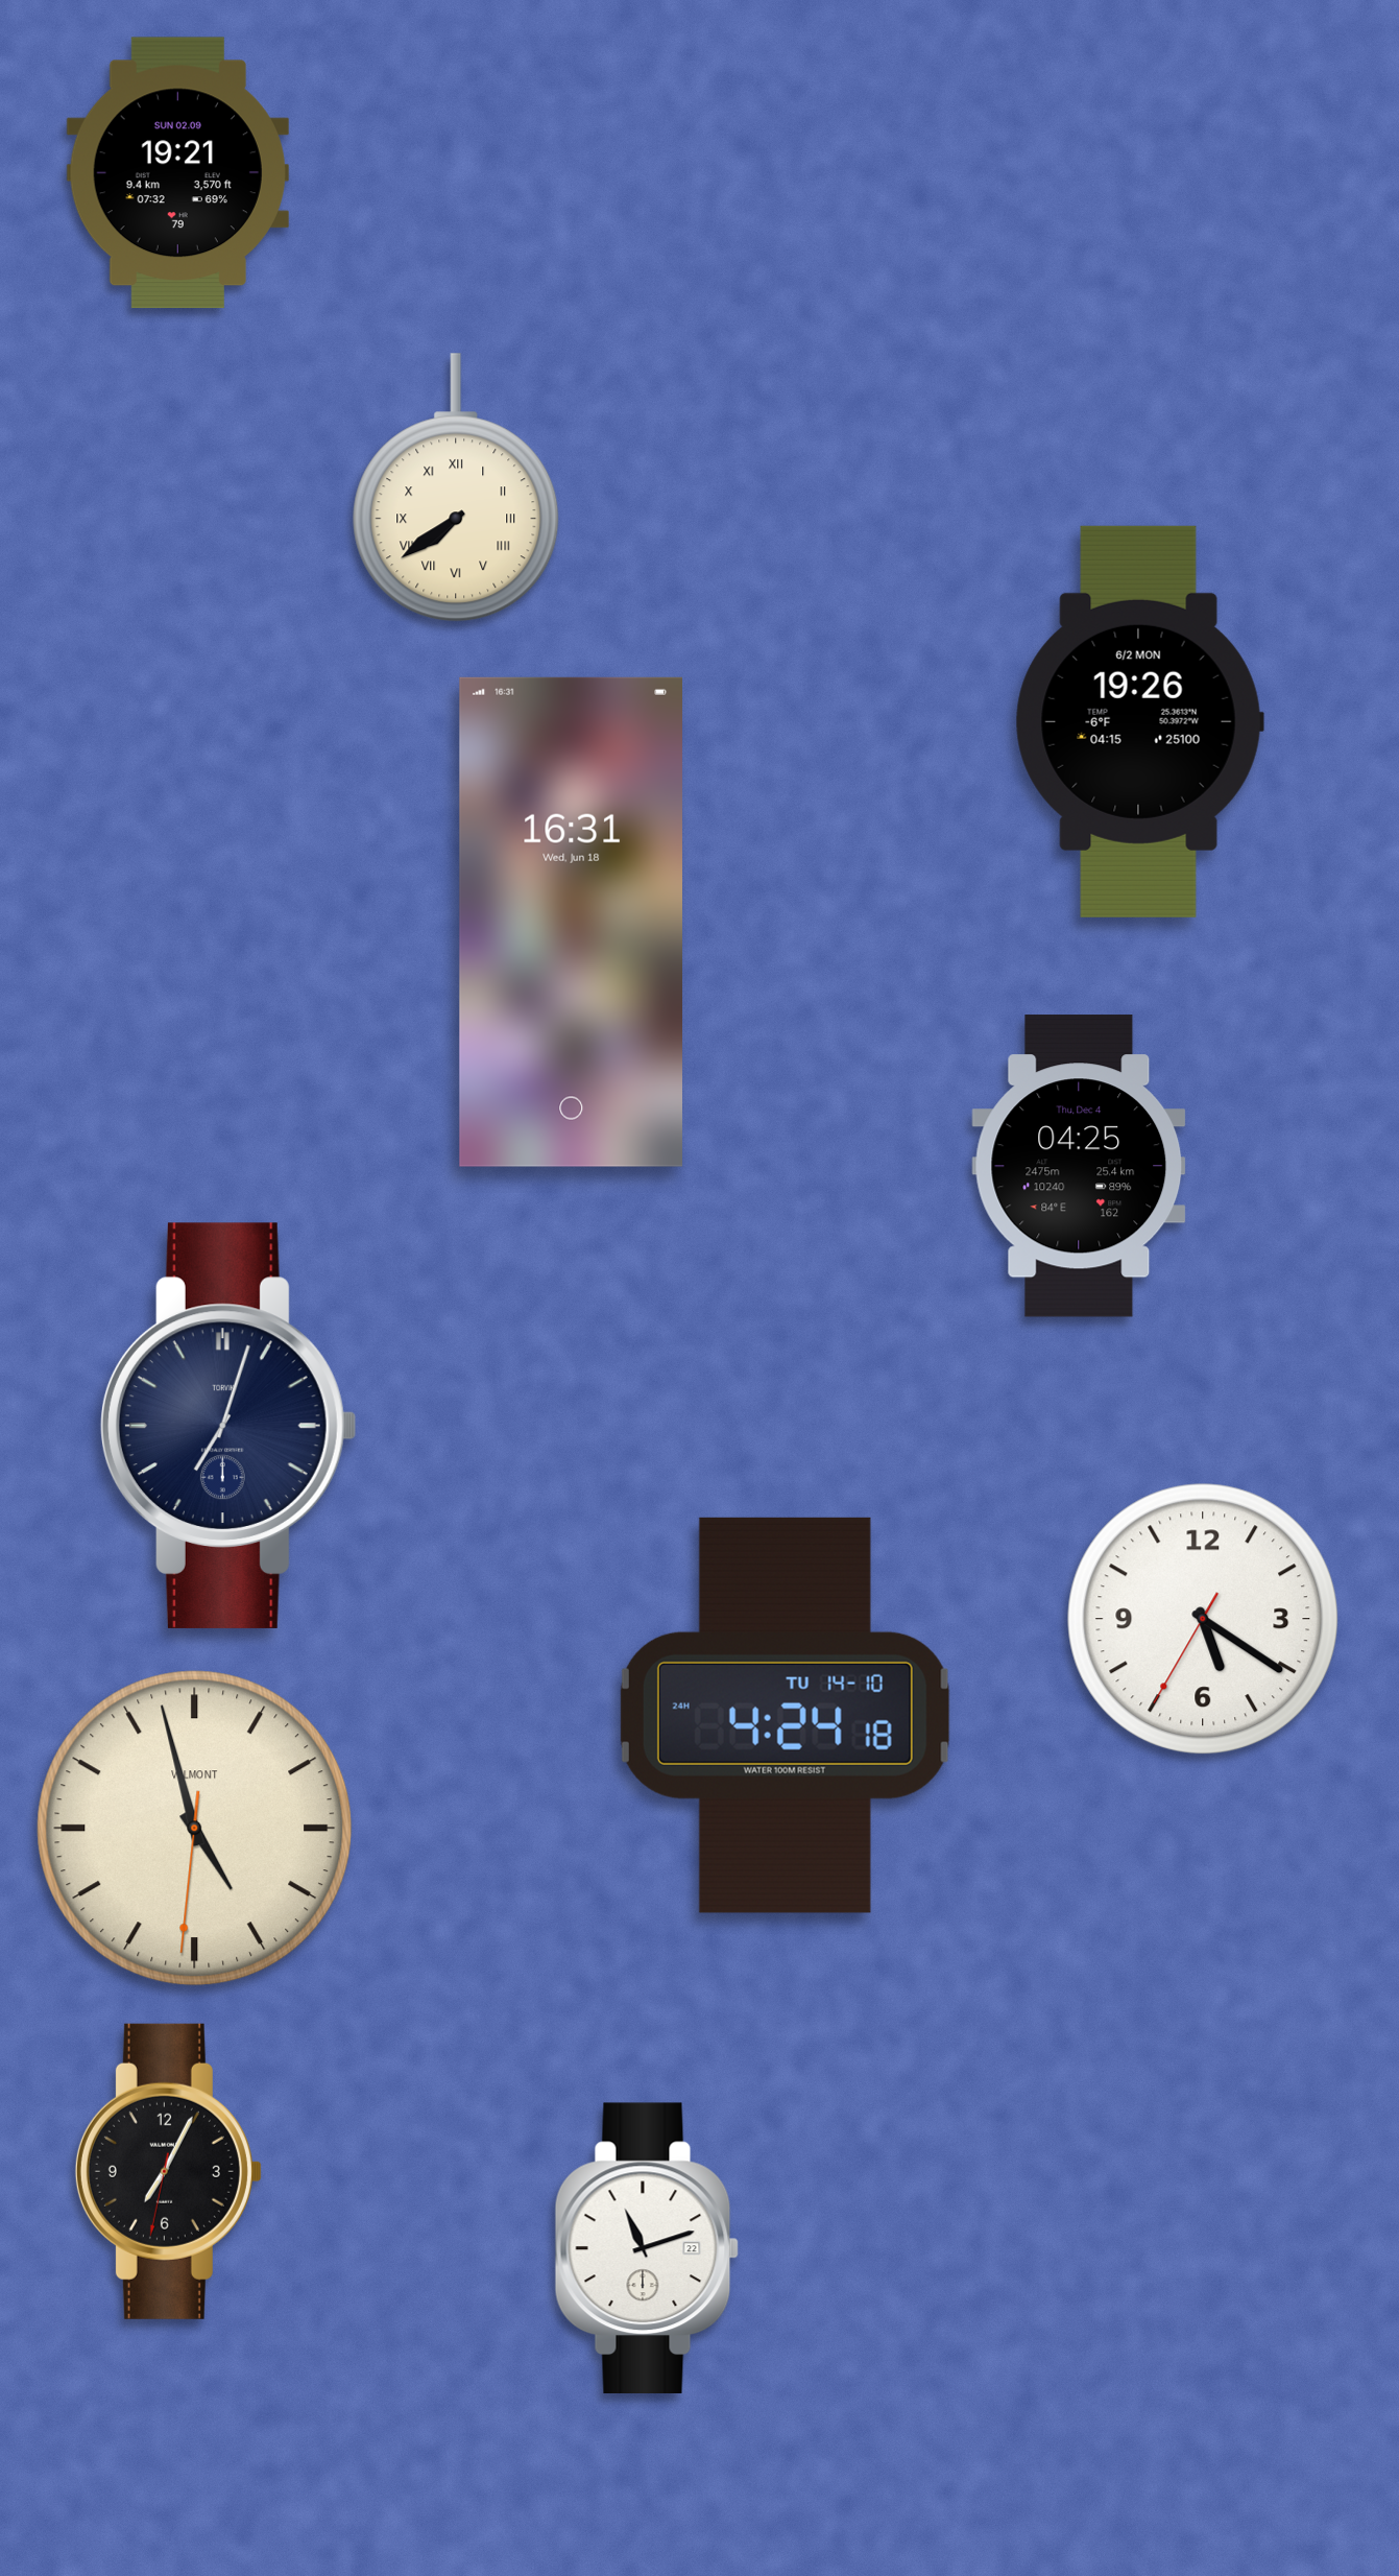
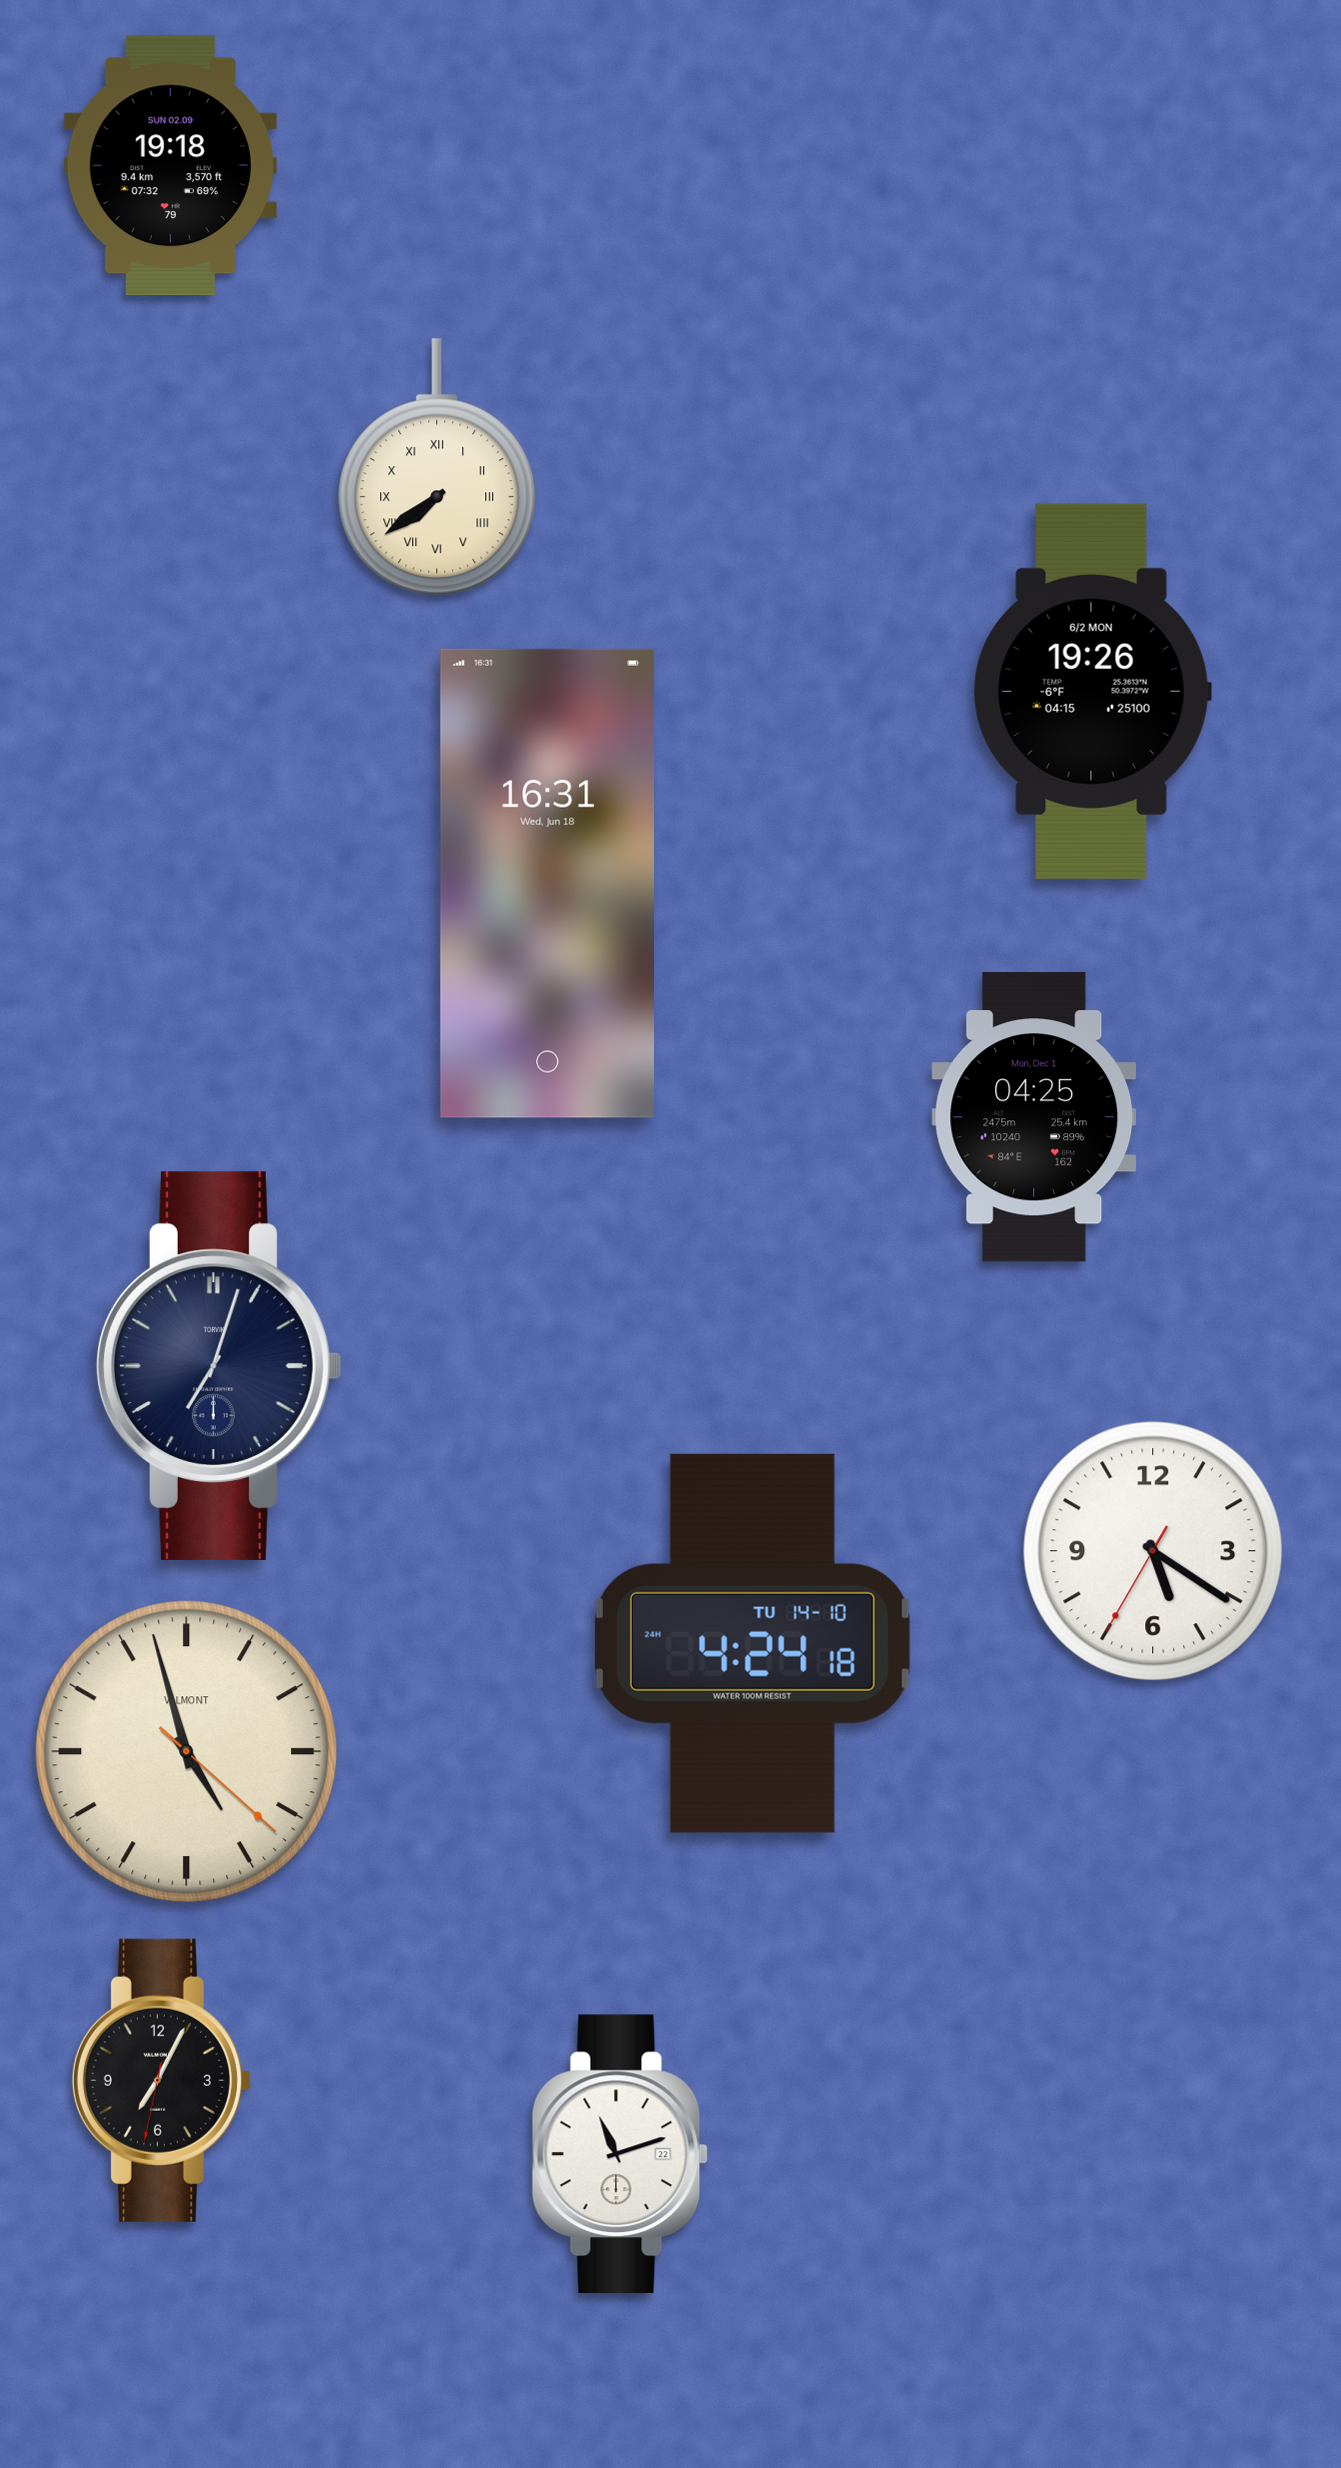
clock at (177, 173): 19:21 -> 19:18
clock at (1079, 1166) date: Thu, Dec 4 -> Mon, Dec 1
clock at (195, 1829): 4:57:31 -> 4:57:22
